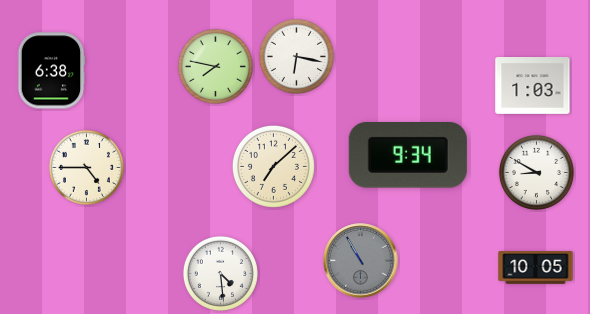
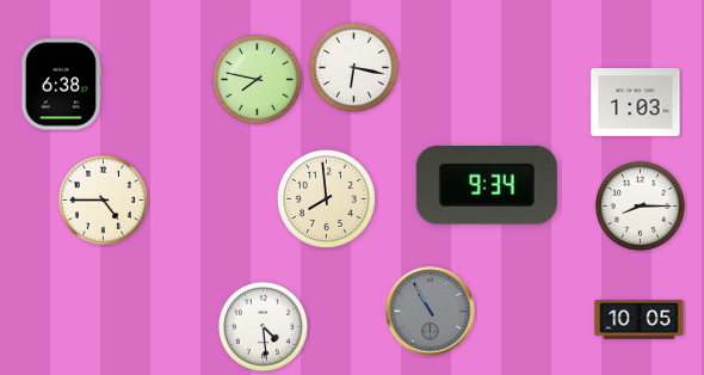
clock at (273, 166): 7:08 -> 7:59
clock at (536, 172): 8:50 -> 8:15
